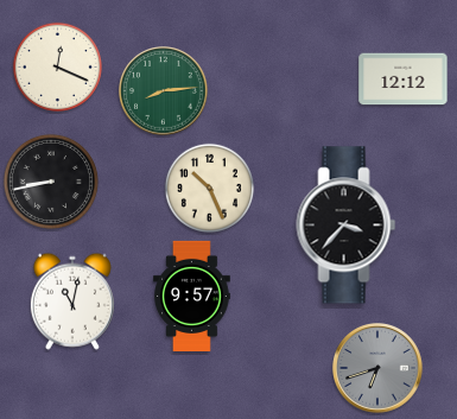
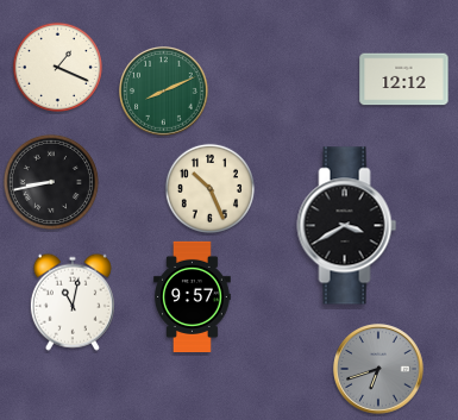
clock at (57, 66): 12:19 -> 1:19
clock at (164, 91): 8:14 -> 8:11
clock at (347, 226): 3:37 -> 3:40
